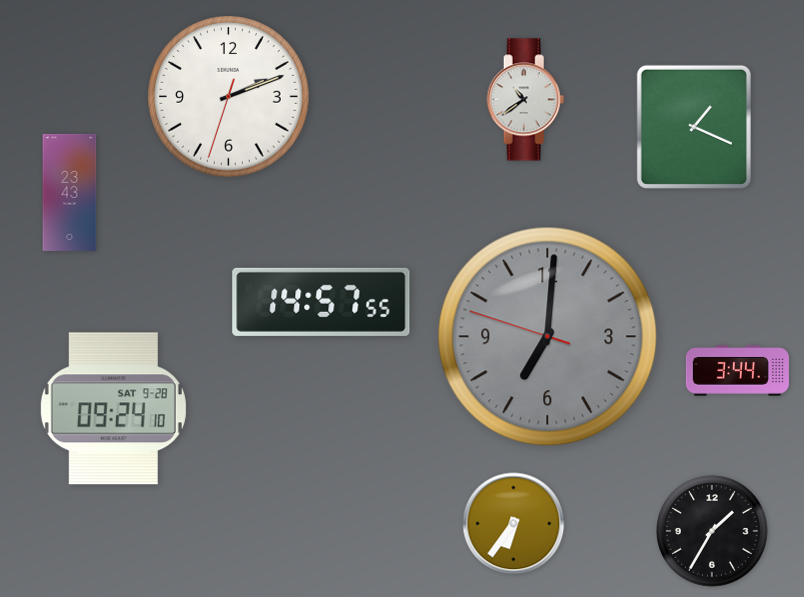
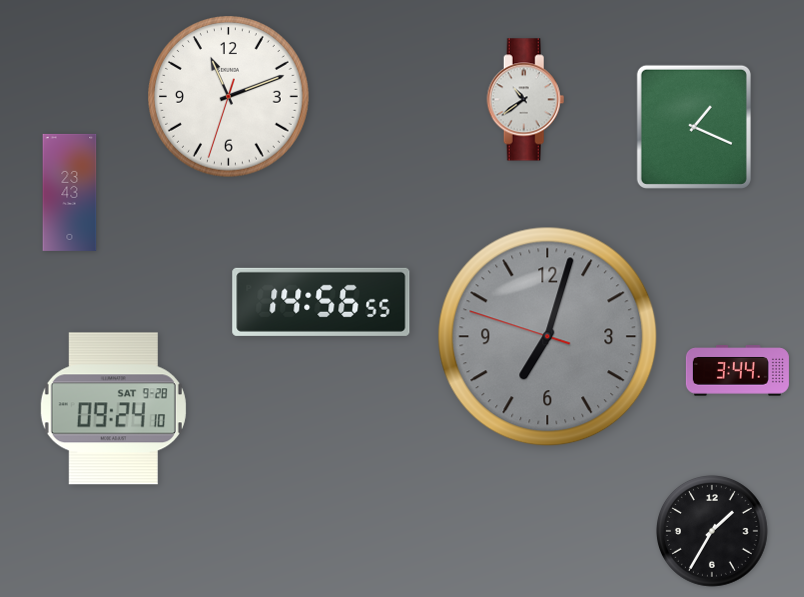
clock at (229, 97): 2:11 -> 11:11
clock at (321, 302): 14:57 -> 14:56
clock at (548, 337): 7:00 -> 7:02
clock at (514, 524): 6:36 -> none
